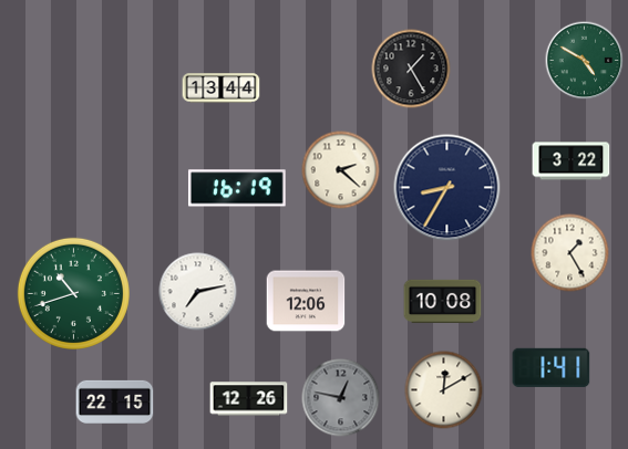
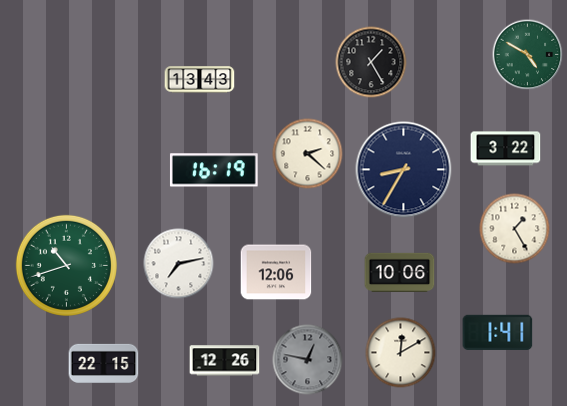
clock at (222, 88): 13:44 -> 13:43
clock at (572, 161) position: (572, 161) -> (506, 149)
clock at (443, 302): 10:08 -> 10:06
